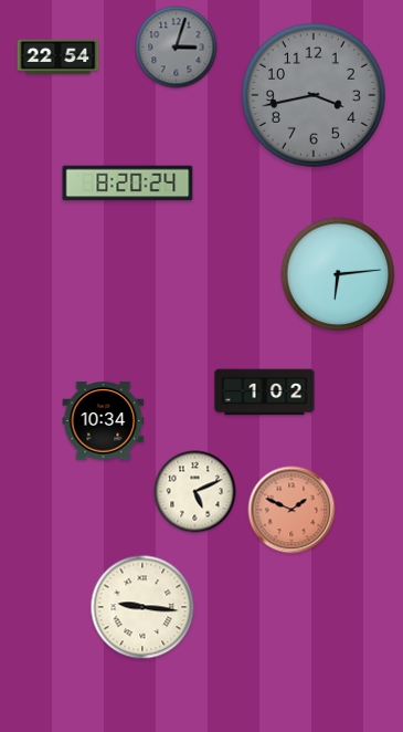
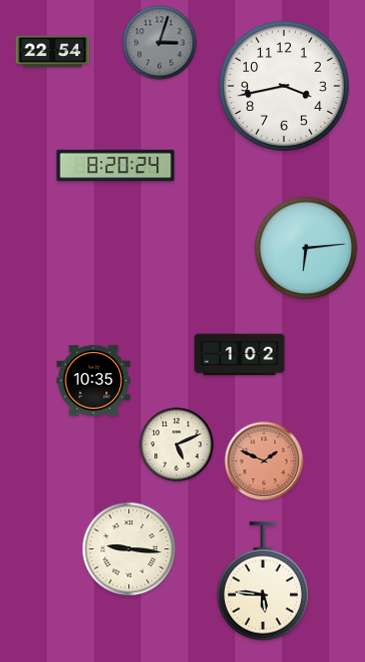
clock at (314, 95) dial: grey -> white
clock at (104, 421): 10:34 -> 10:35
clock at (263, 581): none -> 5:46
